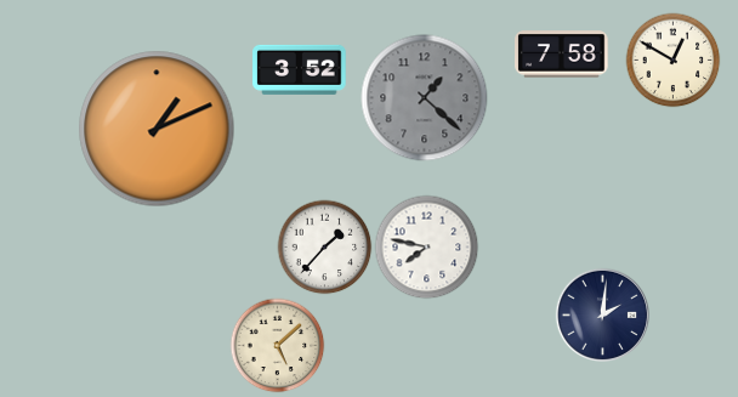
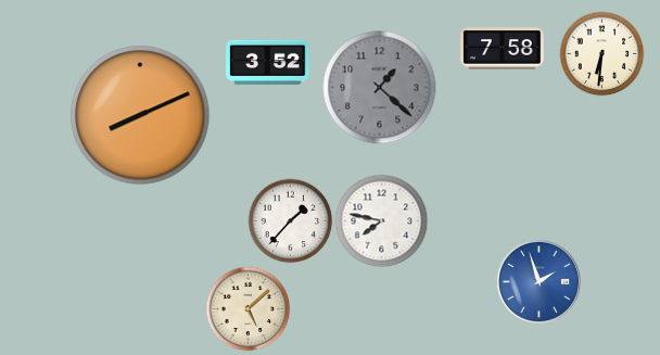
clock at (672, 59): 12:50 -> 6:31
clock at (157, 129): 1:11 -> 8:11
clock at (602, 314): 2:01 -> 1:57
clock at (602, 314) dial: navy -> blue
